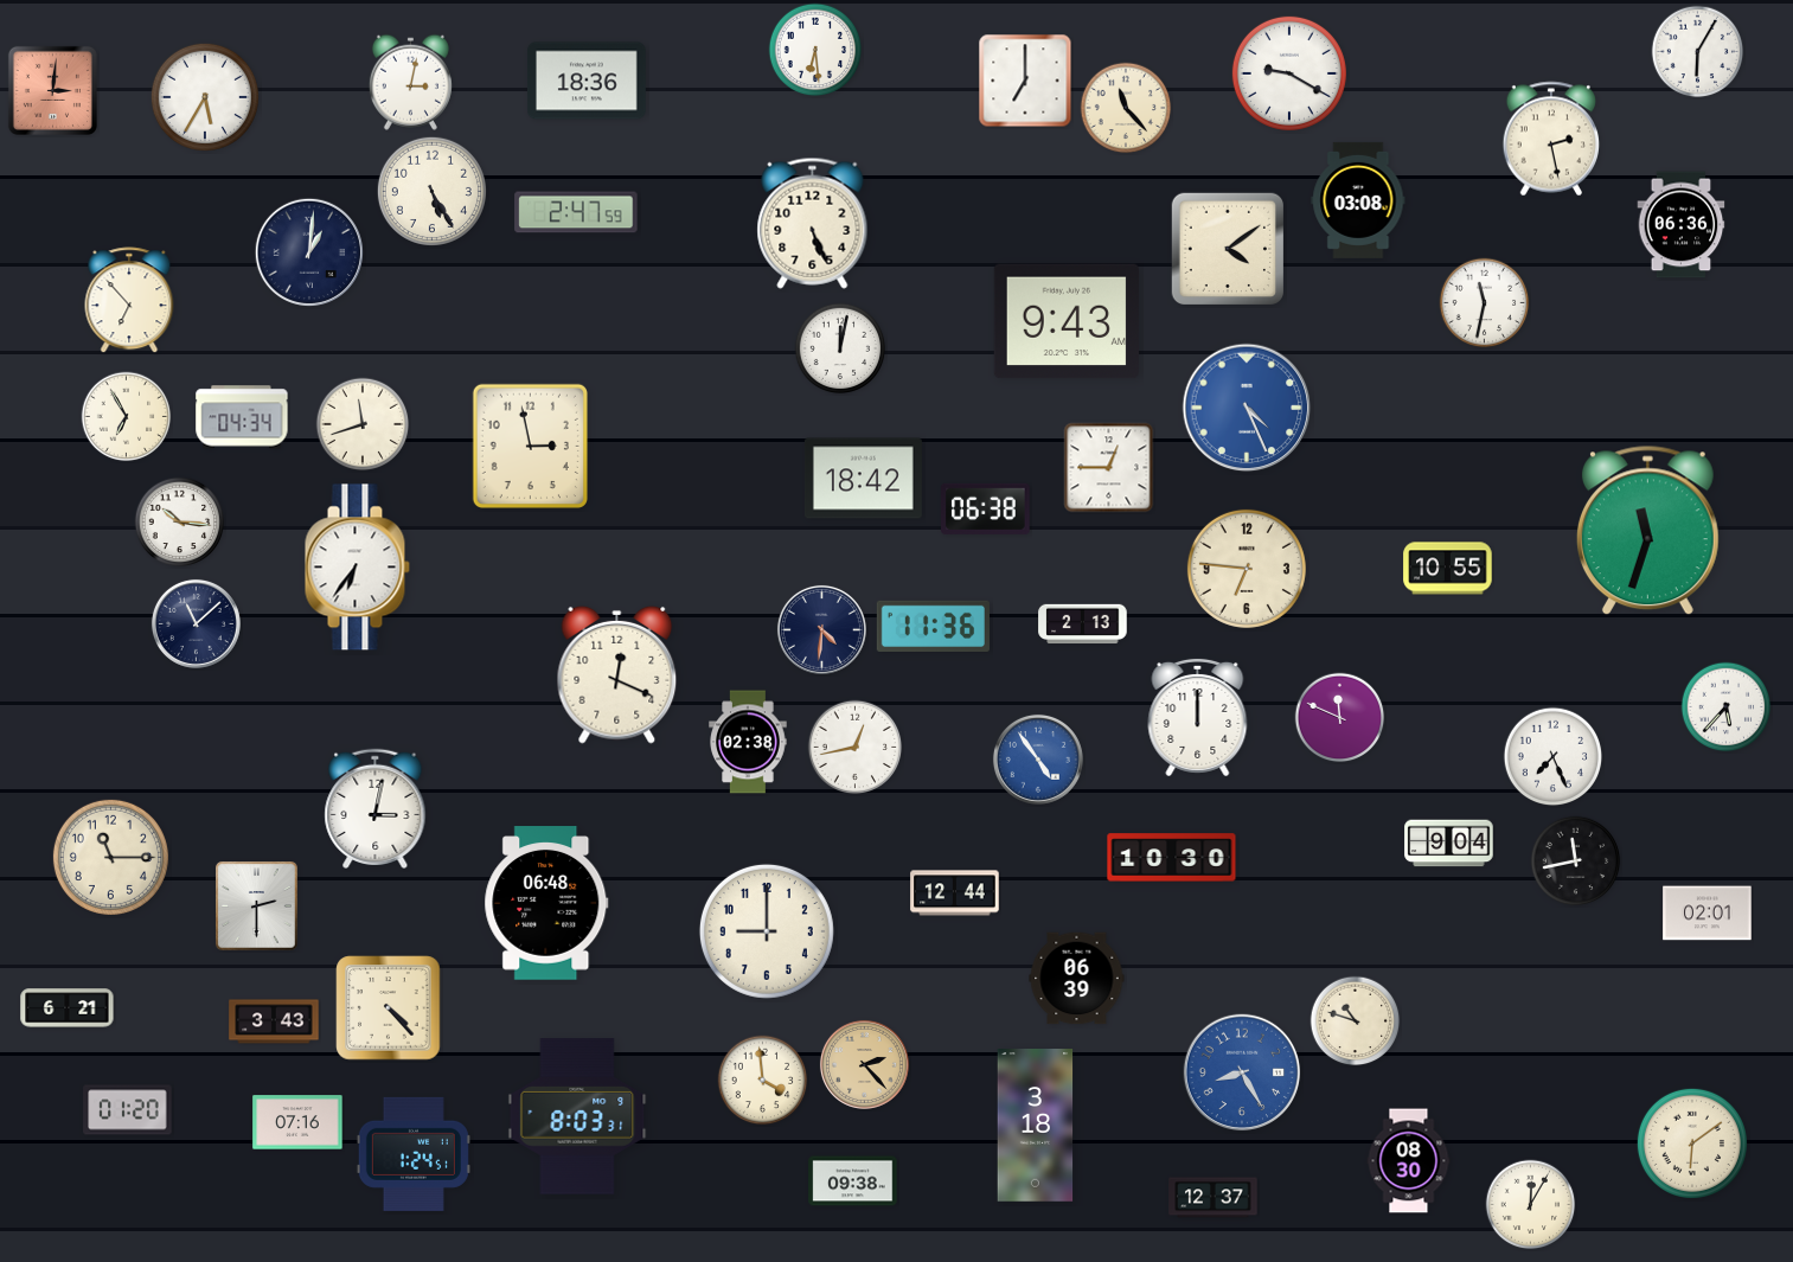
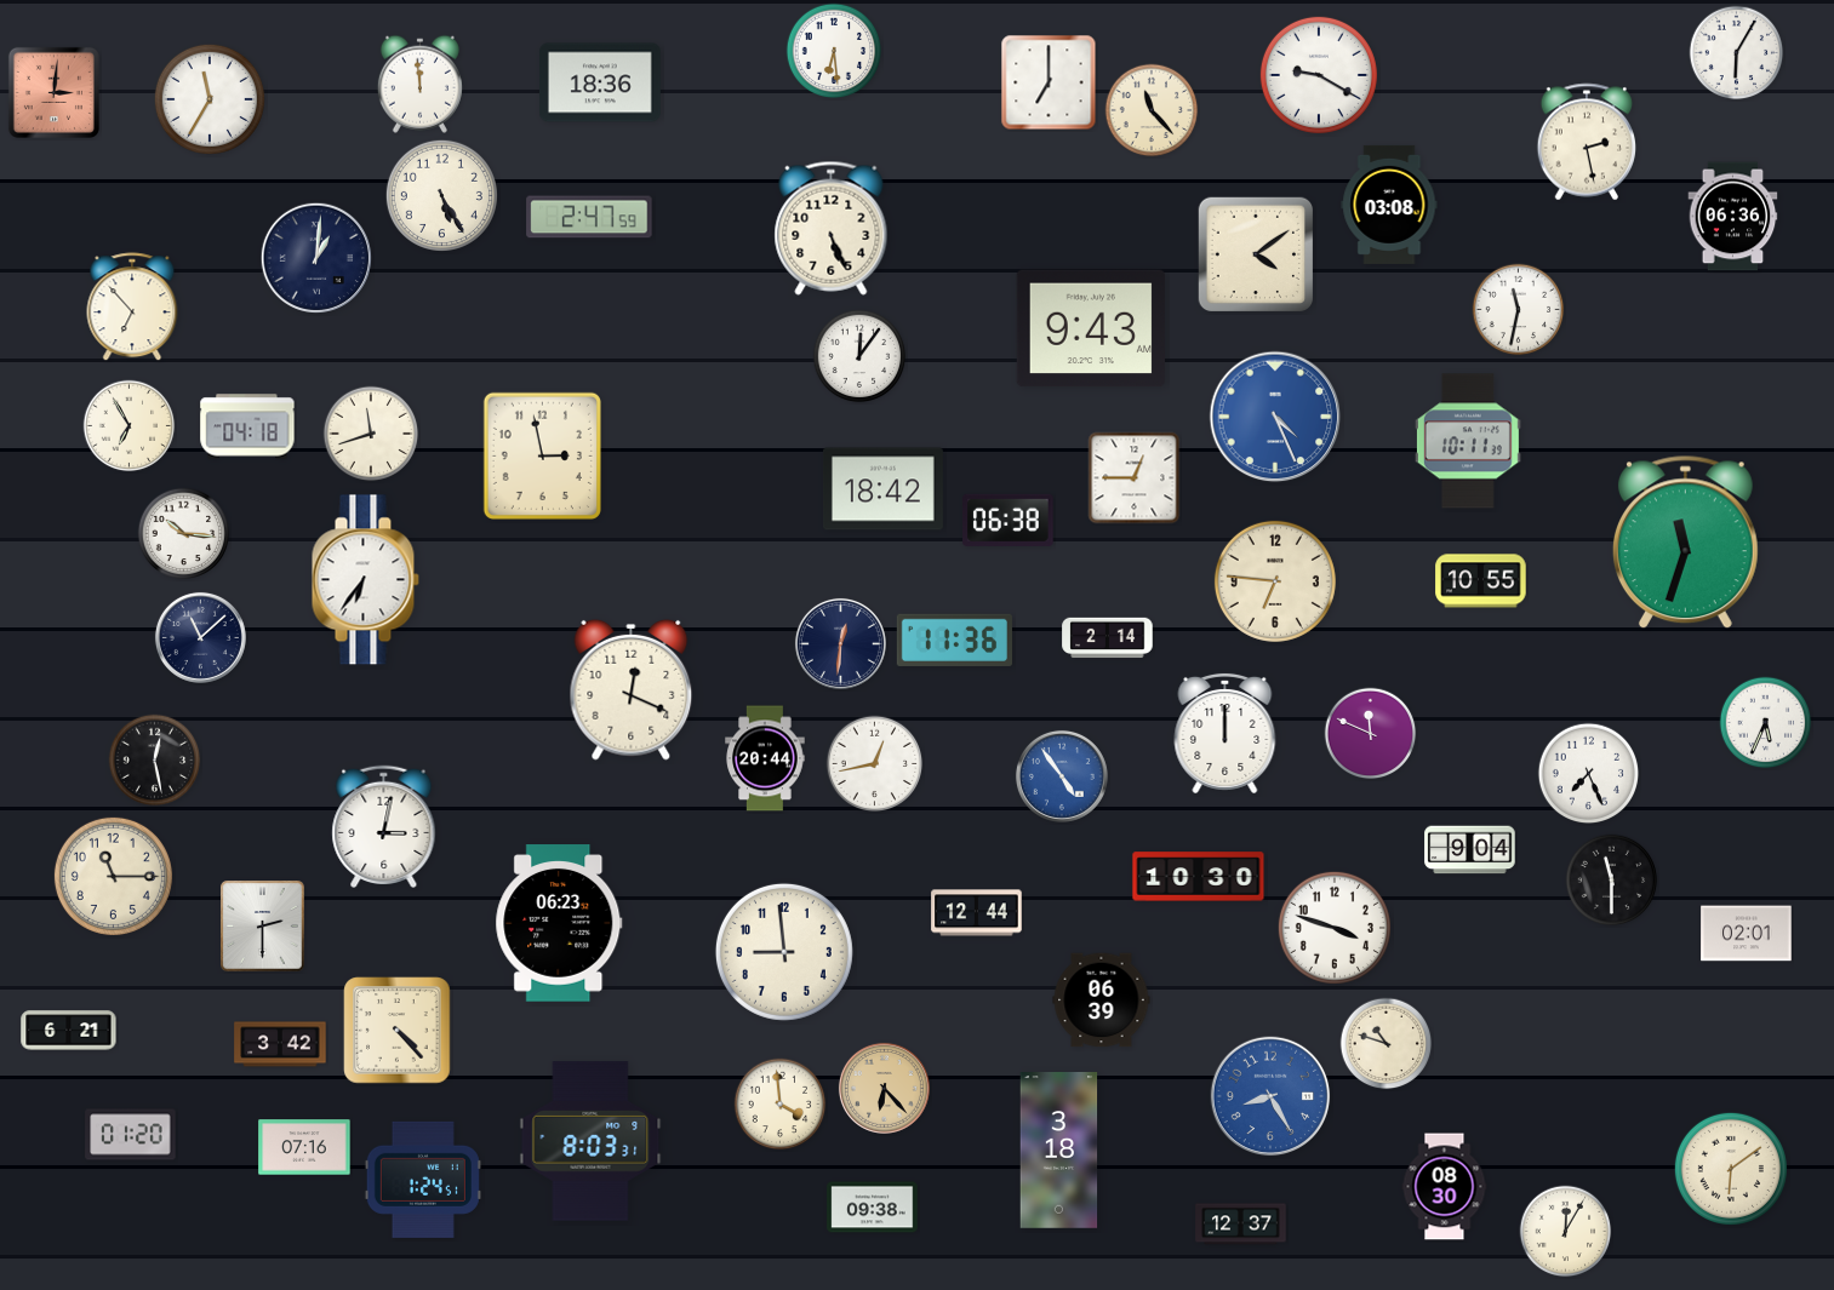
clock at (410, 82): 3:02 -> 11:59
clock at (205, 97): 5:35 -> 11:35
clock at (1682, 225) position: (1682, 225) -> (1733, 217)
clock at (840, 348): 12:02 -> 12:06
clock at (242, 417): 04:34 -> 04:18
clock at (1468, 441): none -> 10:11
clock at (1083, 624): 2:13 -> 2:14
clock at (821, 629): 4:31 -> 12:31
clock at (1727, 707): 5:37 -> 5:34
clock at (748, 742): 02:38 -> 20:44
clock at (155, 761): none -> 12:28
clock at (1449, 844) position: (1449, 844) -> (1470, 850)
clock at (1576, 861): 11:43 -> 11:30
clock at (546, 903): 06:48 -> 06:23
clock at (1335, 928): none -> 3:48
clock at (767, 931): 9:00 -> 8:59
clock at (274, 1021): 3:43 -> 3:42
clock at (864, 1064): 2:23 -> 6:23
clock at (1409, 1161) position: (1409, 1161) -> (1445, 1187)
